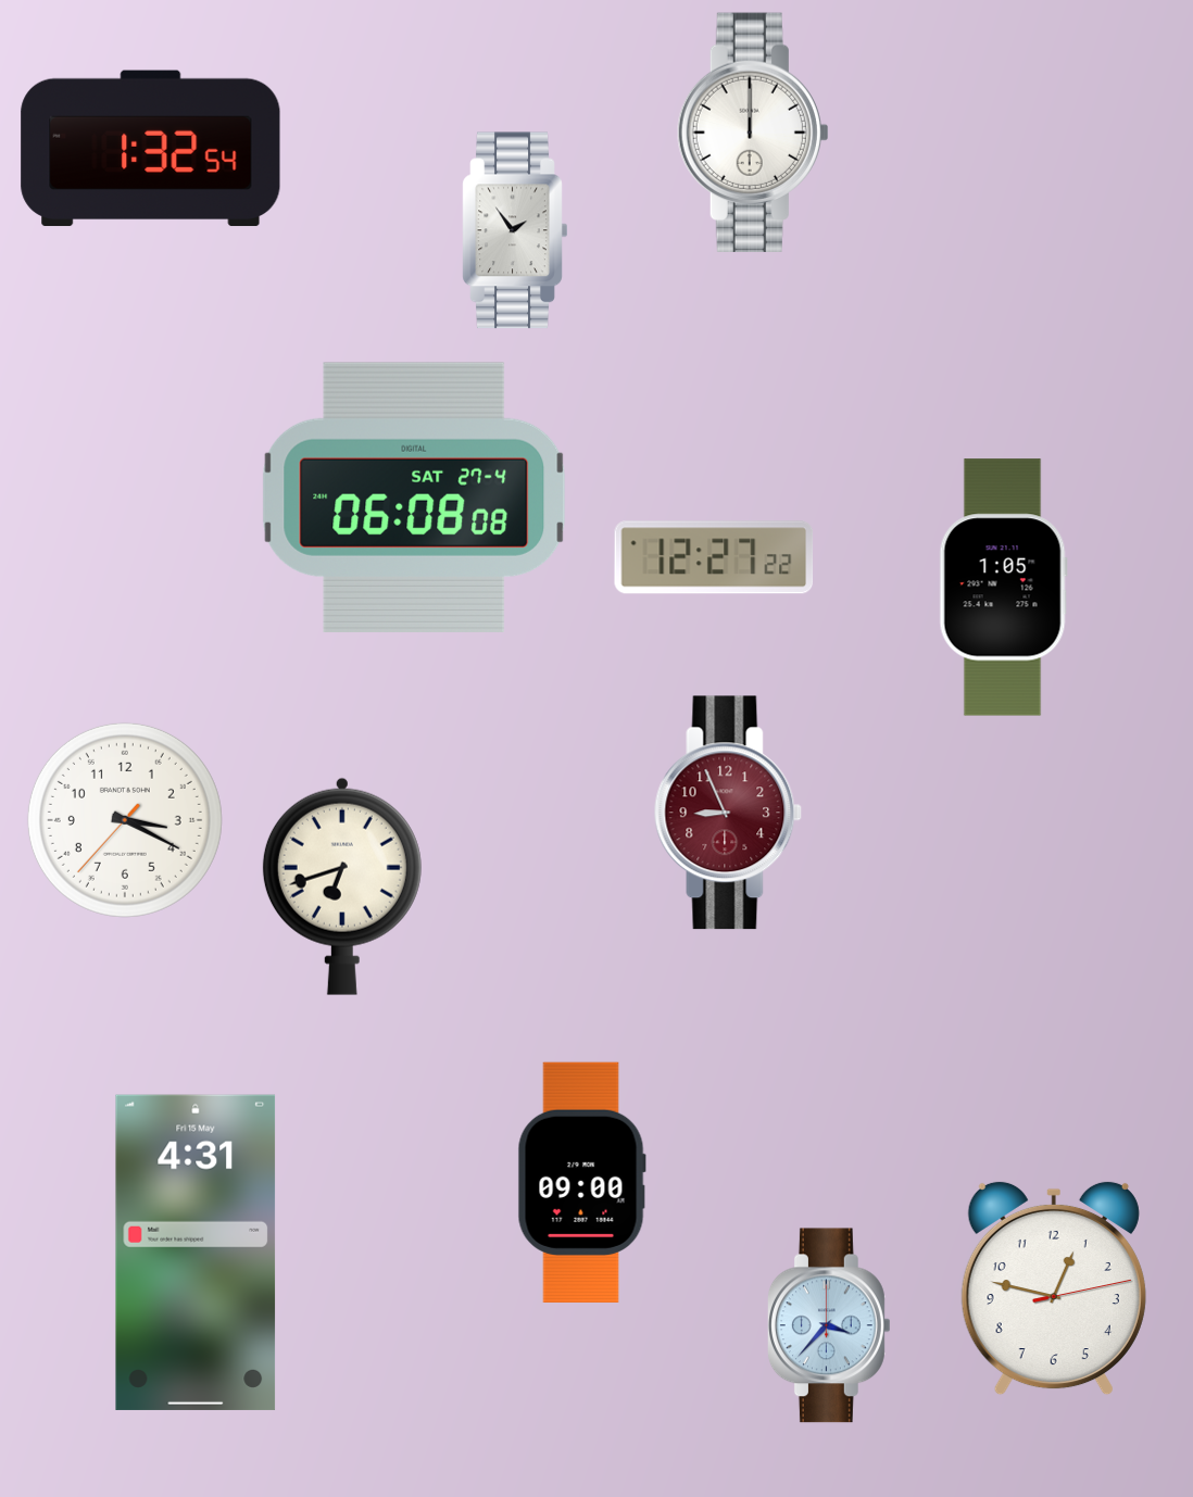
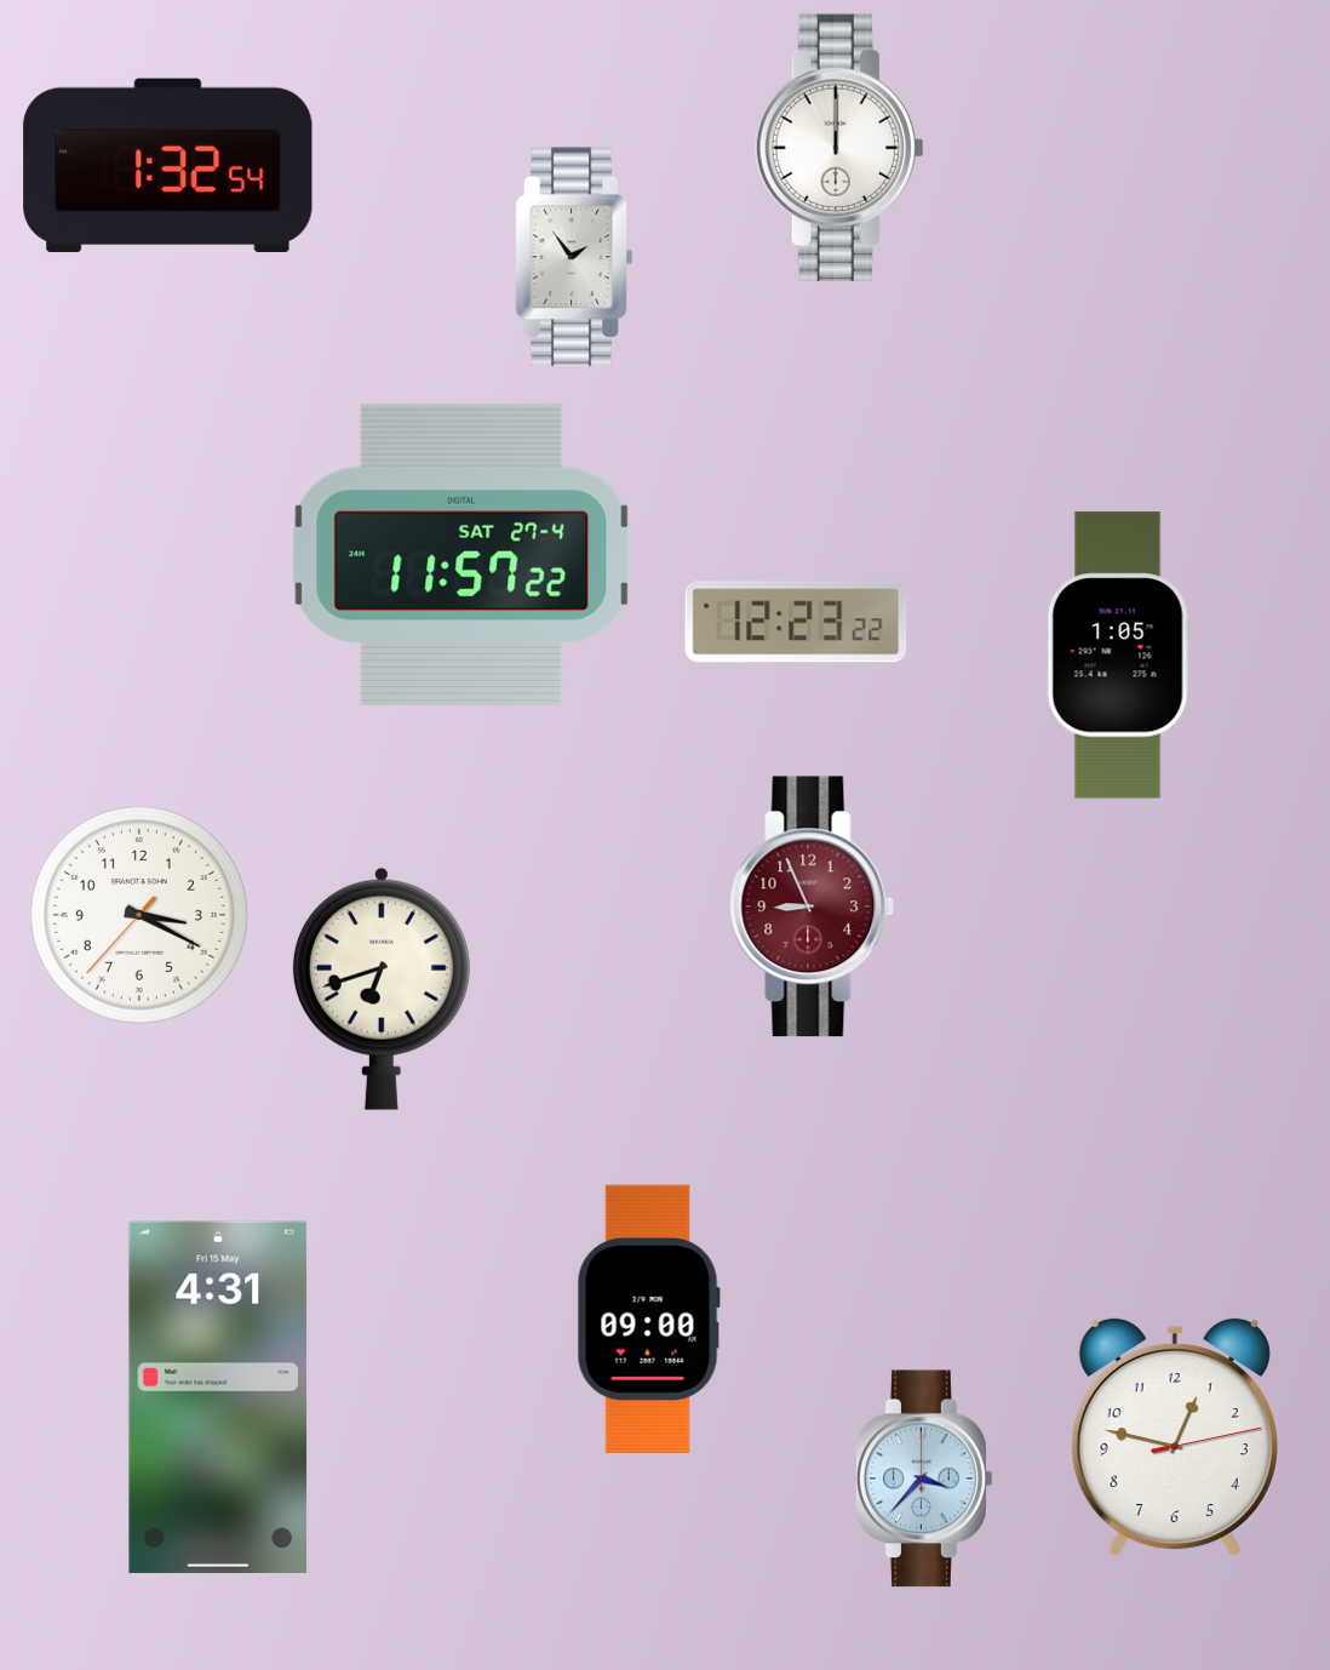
clock at (414, 498): 06:08 -> 11:57
clock at (714, 557): 12:27 -> 12:23
